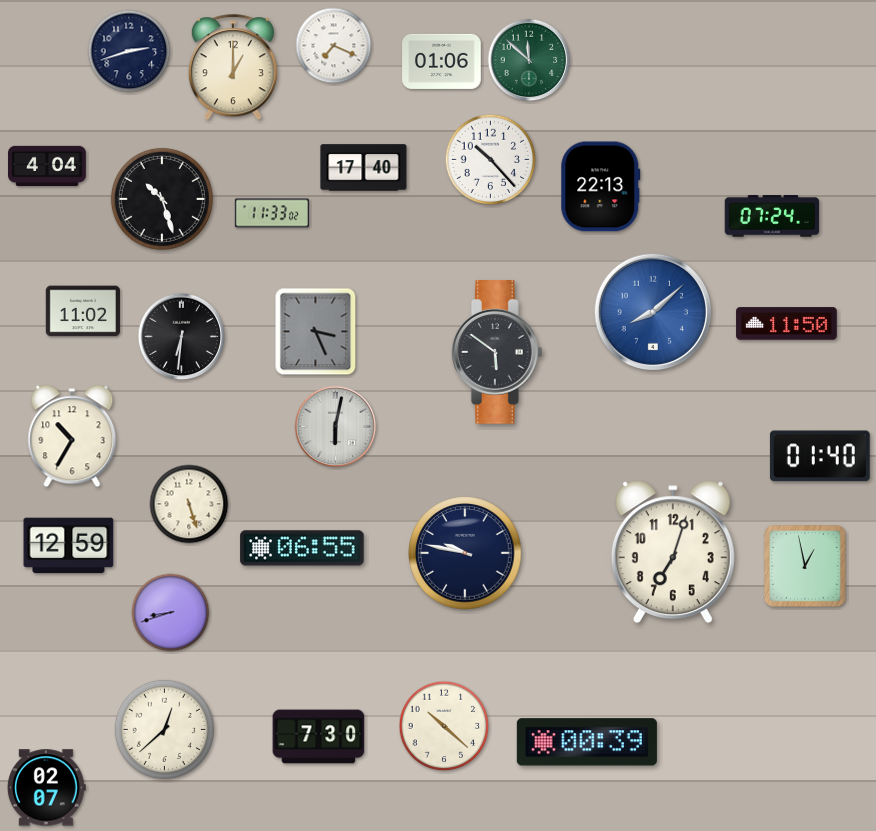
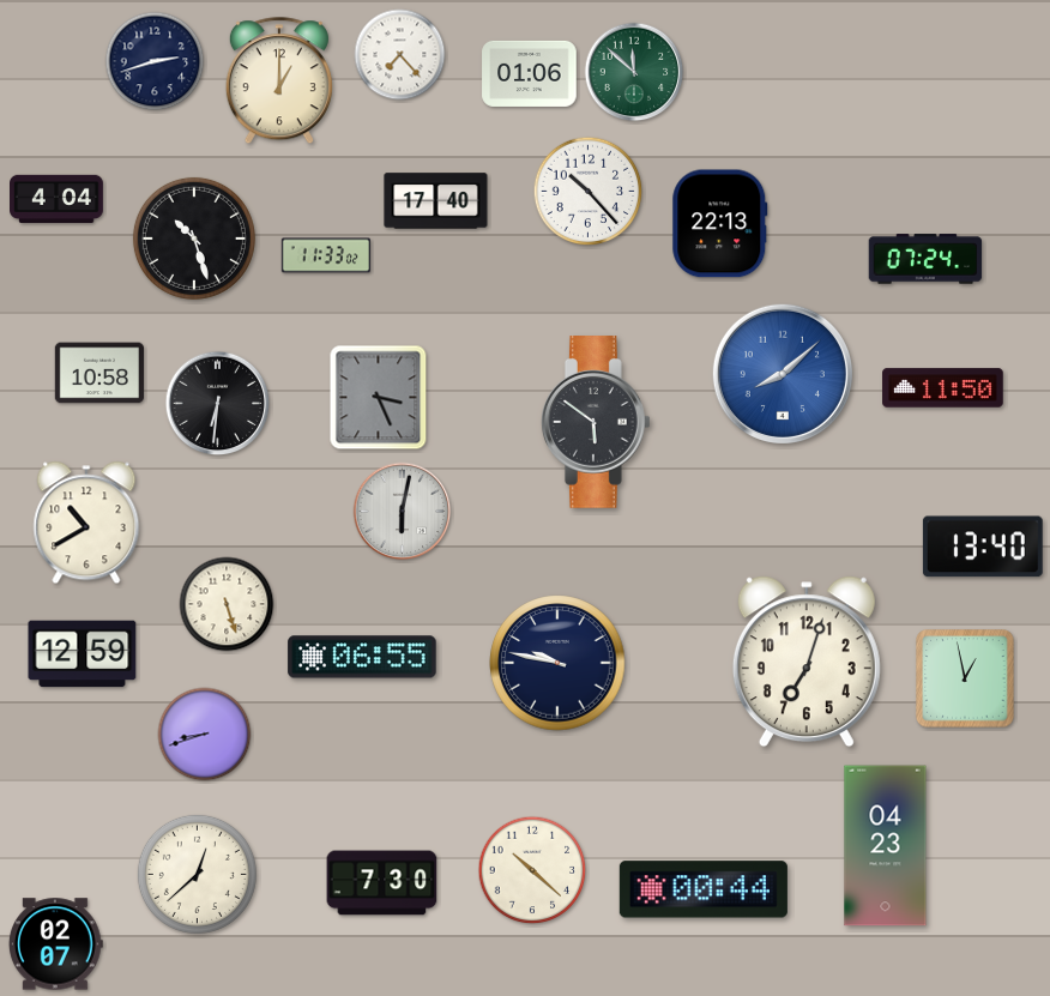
clock at (334, 46): 7:19 -> 7:23
clock at (82, 311): 11:02 -> 10:58
clock at (72, 436): 10:35 -> 10:40
clock at (820, 456): 01:40 -> 13:40
clock at (886, 846): none -> 04:23
clock at (587, 742): 00:39 -> 00:44
